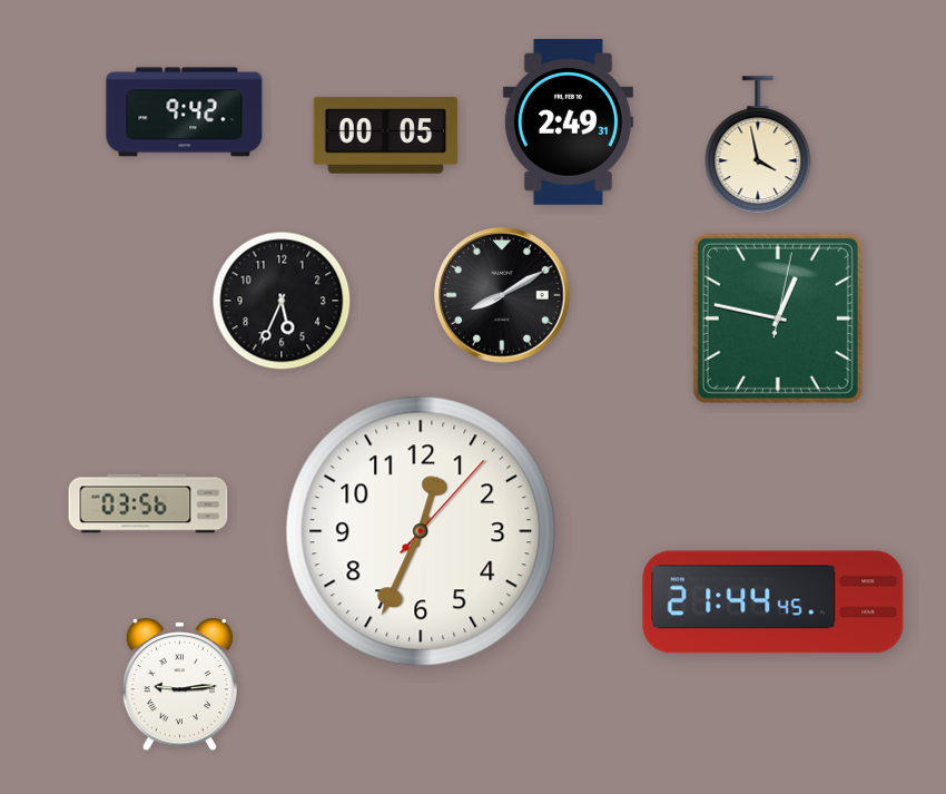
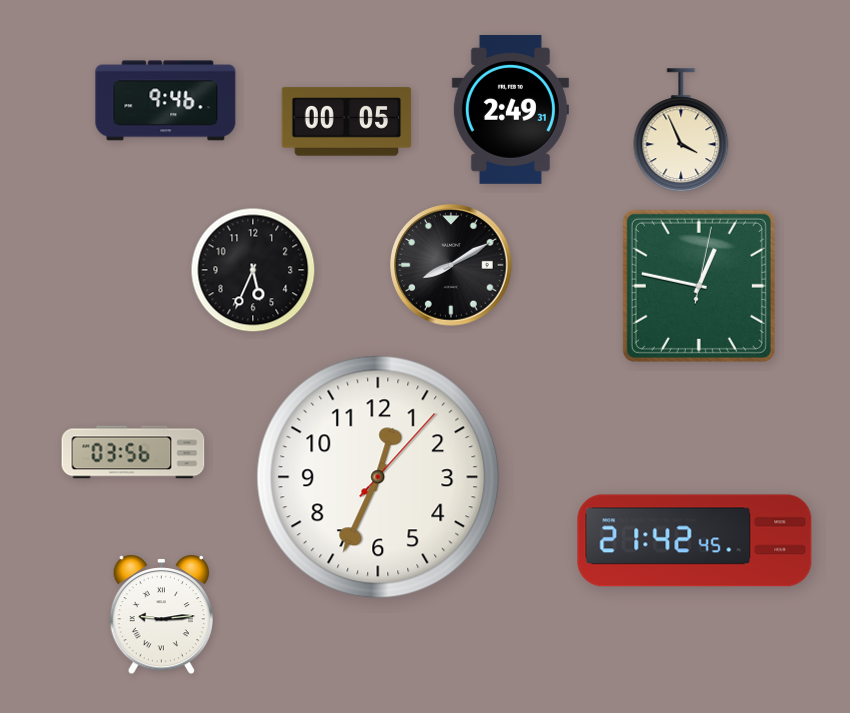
clock at (185, 112): 9:42 -> 9:46
clock at (758, 146): 3:58 -> 3:56
clock at (773, 602): 21:44 -> 21:42
